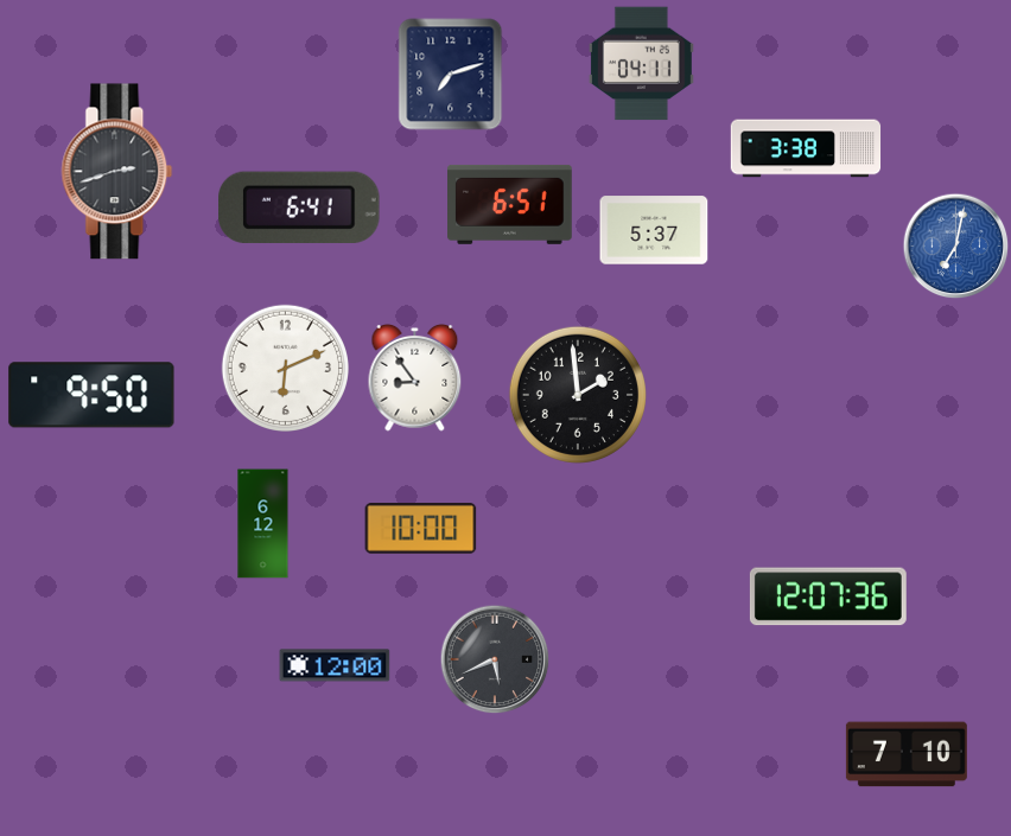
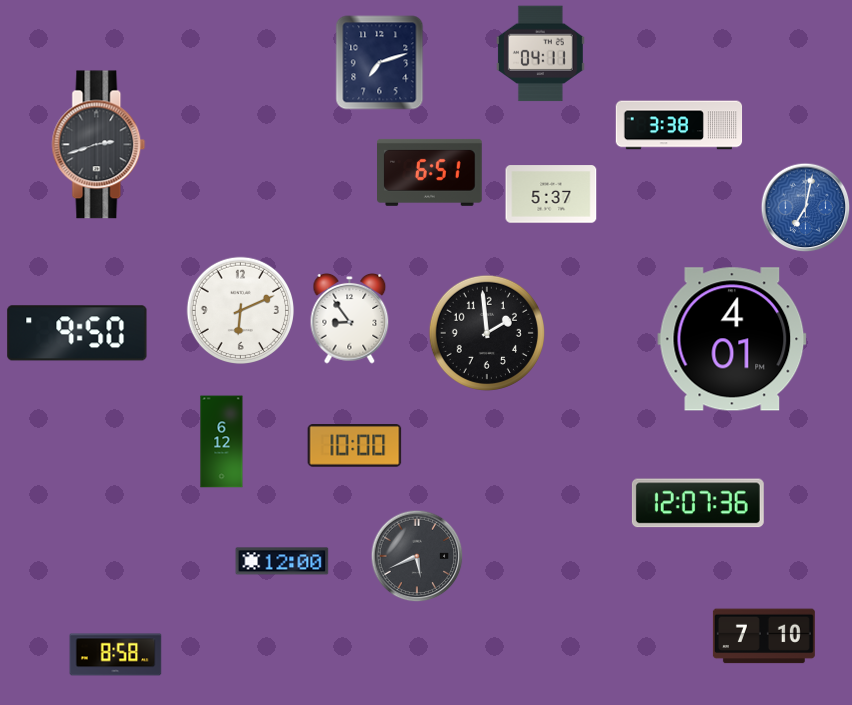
clock at (300, 208): 6:41 -> none
clock at (732, 339): none -> 4:01
clock at (116, 655): none -> 8:58
